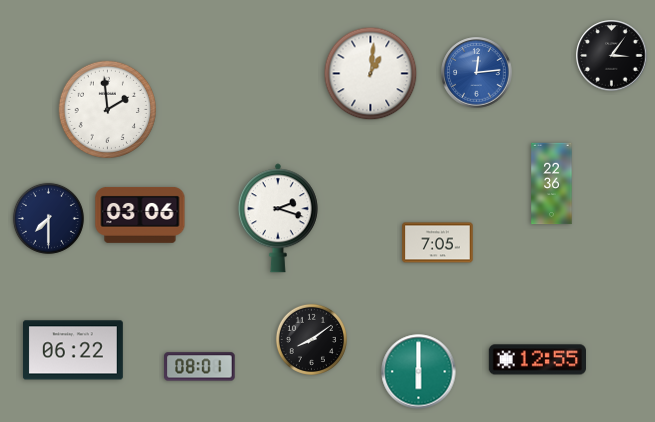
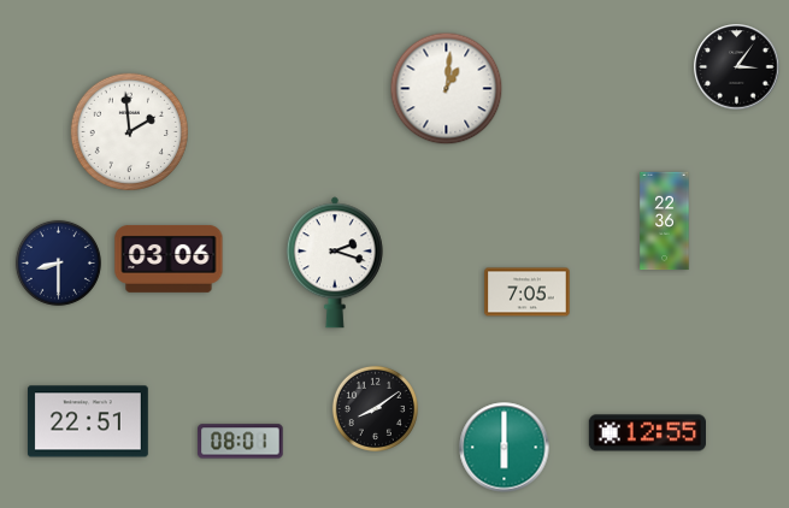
clock at (477, 73): 12:14 -> none
clock at (48, 218): 7:30 -> 8:30
clock at (73, 350): 06:22 -> 22:51
